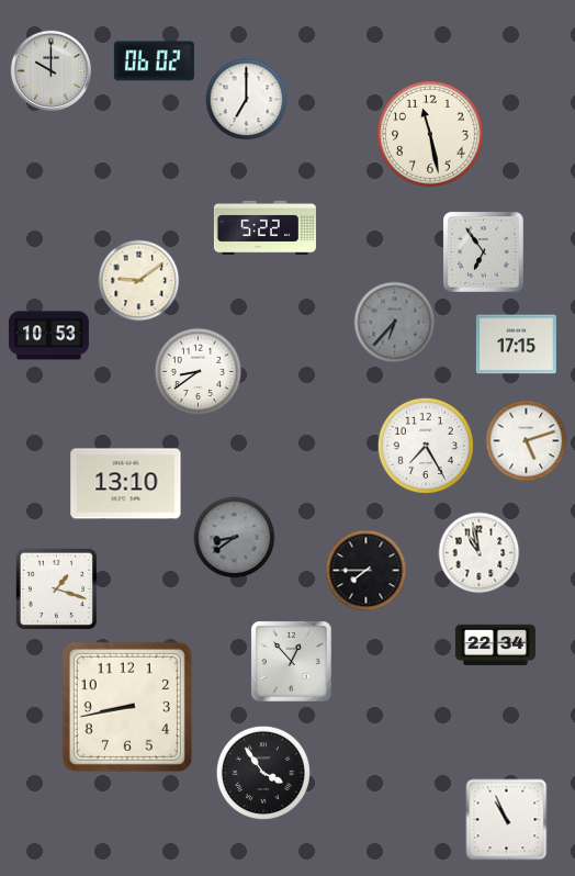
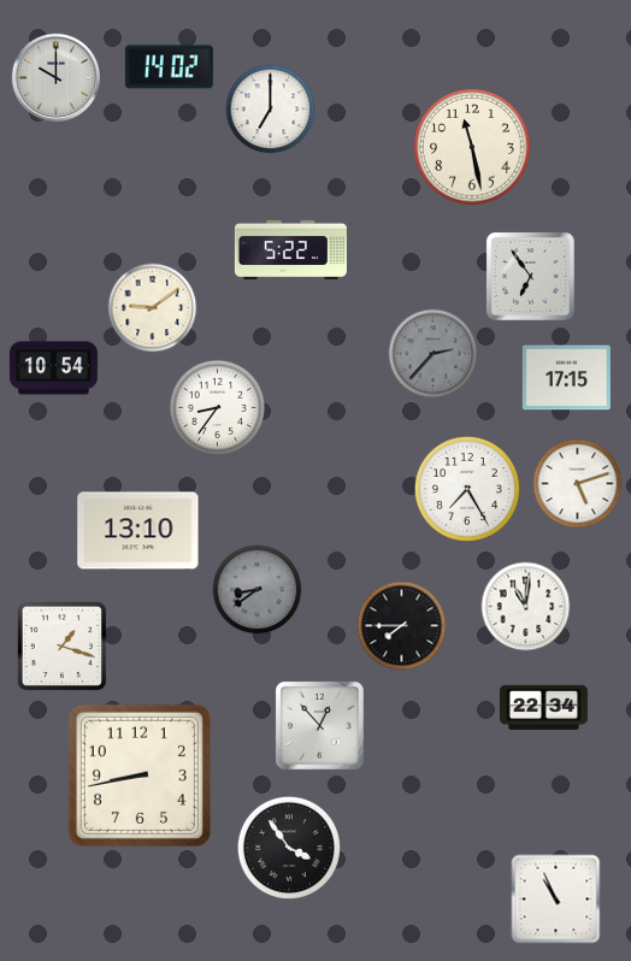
clock at (154, 61): 06:02 -> 14:02
clock at (395, 323): 6:37 -> 2:37
clock at (48, 336): 10:53 -> 10:54
clock at (199, 372): 8:39 -> 8:36
clock at (480, 553): 10:58 -> 11:01
